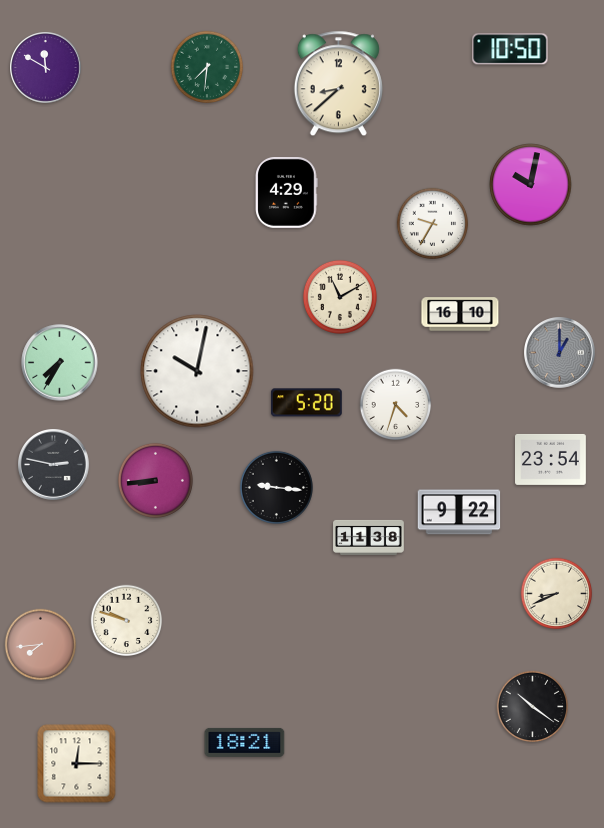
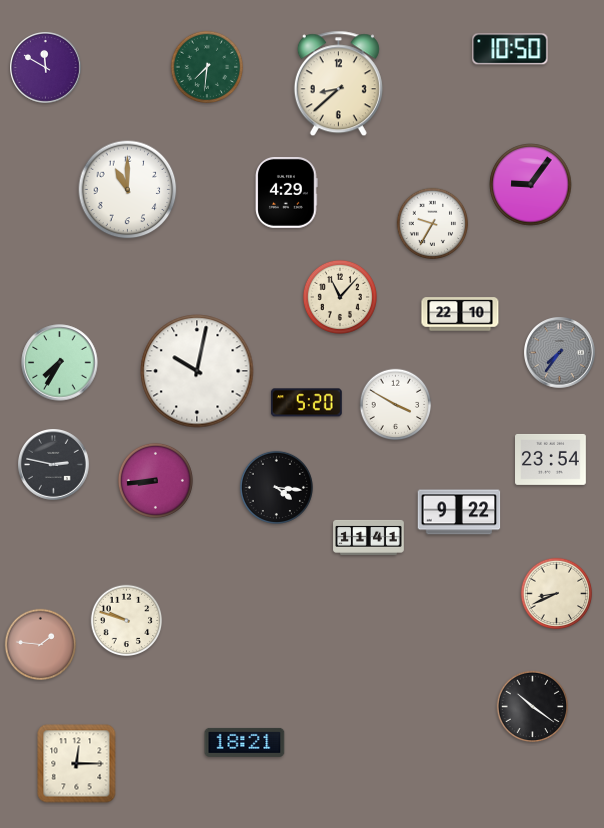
clock at (531, 185): 10:02 -> 9:06
clock at (128, 190): none -> 11:00
clock at (340, 297): 11:10 -> 11:07
clock at (460, 314): 16:10 -> 22:10
clock at (560, 353): 1:00 -> 7:36
clock at (396, 405): 4:33 -> 3:50
clock at (276, 487): 9:16 -> 4:16
clock at (369, 537): 11:38 -> 11:41
clock at (41, 645): 7:44 -> 1:46
